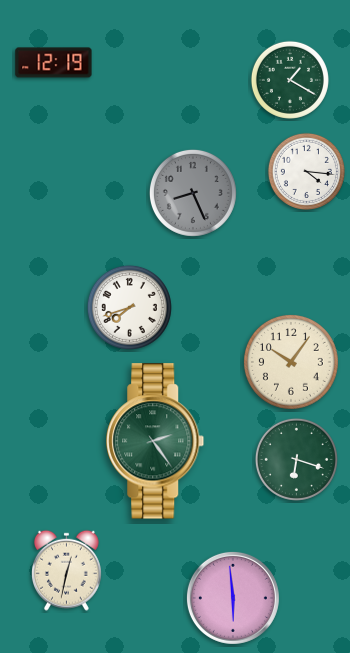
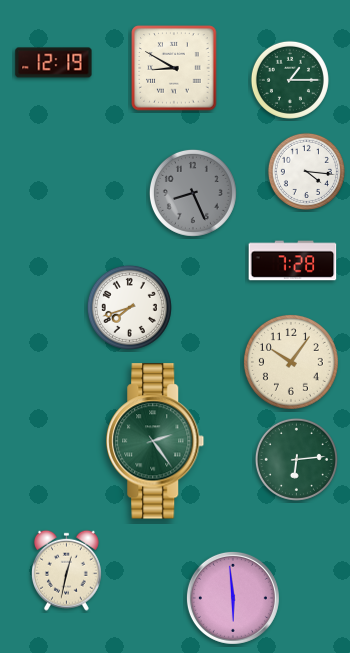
clock at (174, 68): none -> 8:50
clock at (290, 80): 1:20 -> 1:15
clock at (293, 261): none -> 7:28
clock at (296, 459): 6:18 -> 6:14
